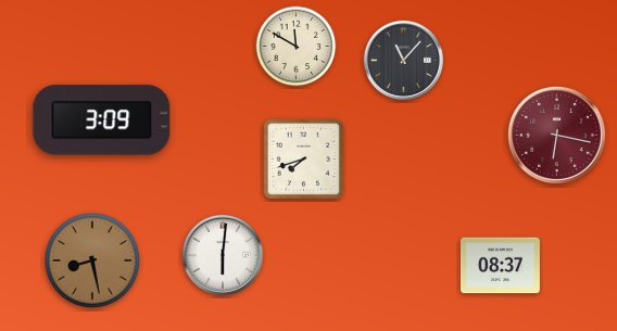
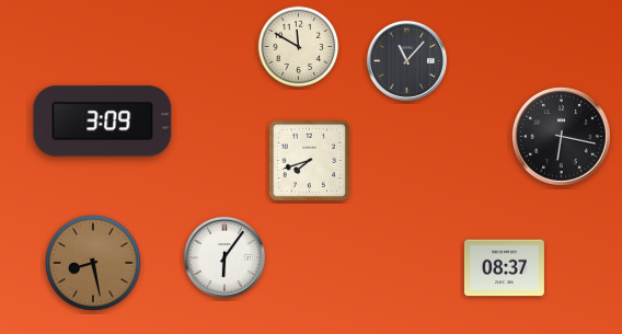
clock at (556, 135) dial: burgundy -> black
clock at (303, 158) position: (303, 158) -> (309, 160)
clock at (223, 255): 6:01 -> 6:06
